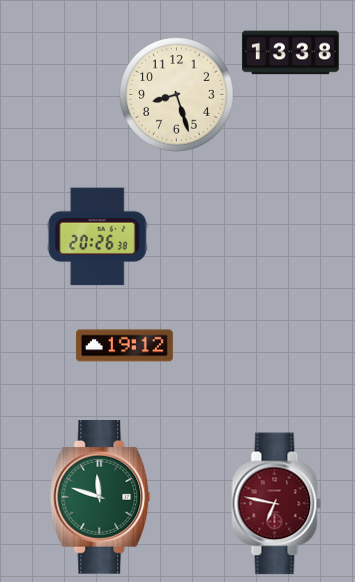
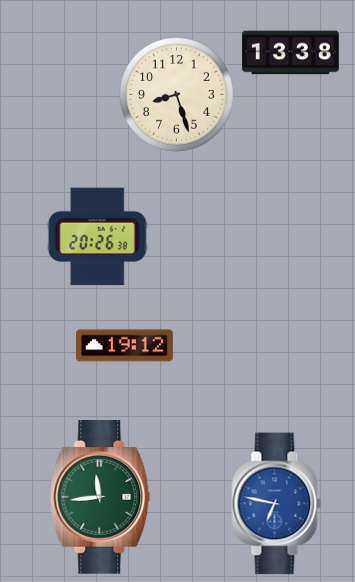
clock at (100, 498): 11:48 -> 11:44
clock at (277, 504) dial: burgundy -> blue
